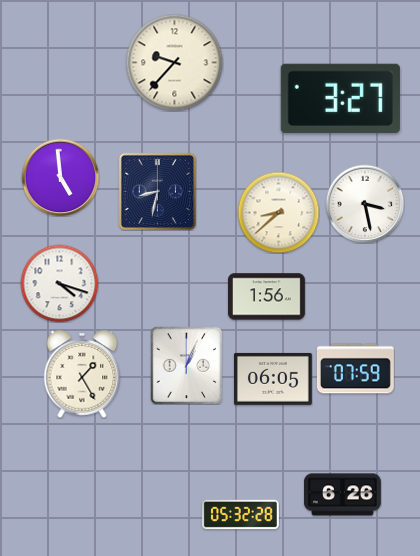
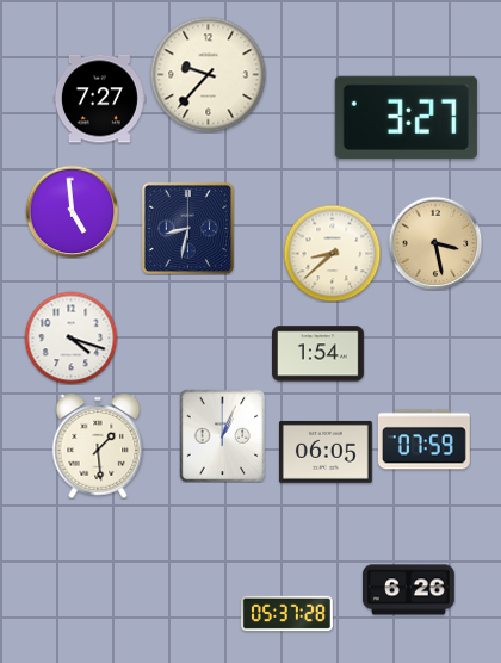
clock at (99, 99): none -> 7:27
clock at (365, 204) dial: white -> champagne
clock at (266, 297): 1:56 -> 1:54
clock at (82, 374): 1:25 -> 1:29
clock at (241, 515): 05:32 -> 05:37
